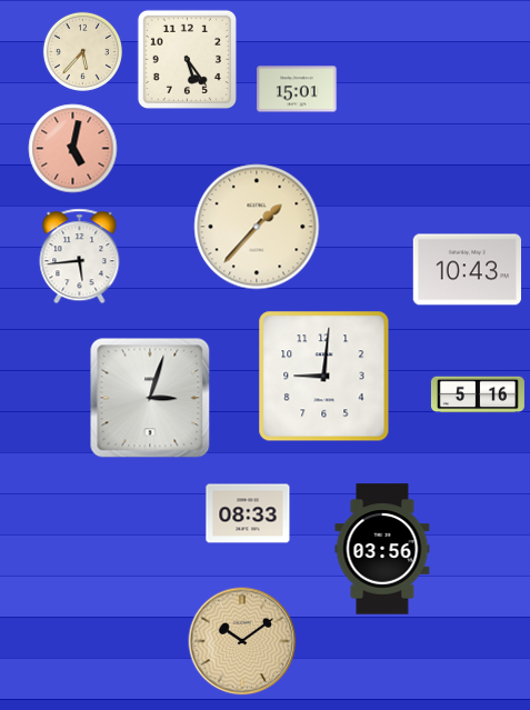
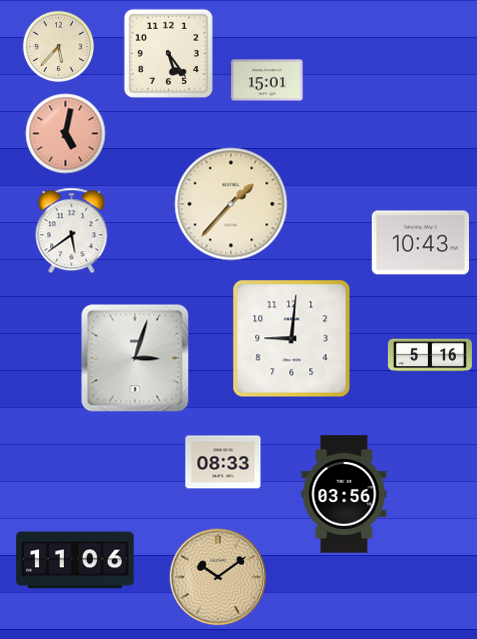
clock at (82, 51) position: (82, 51) -> (58, 46)
clock at (80, 257): 5:44 -> 5:39
clock at (75, 560): none -> 11:06
